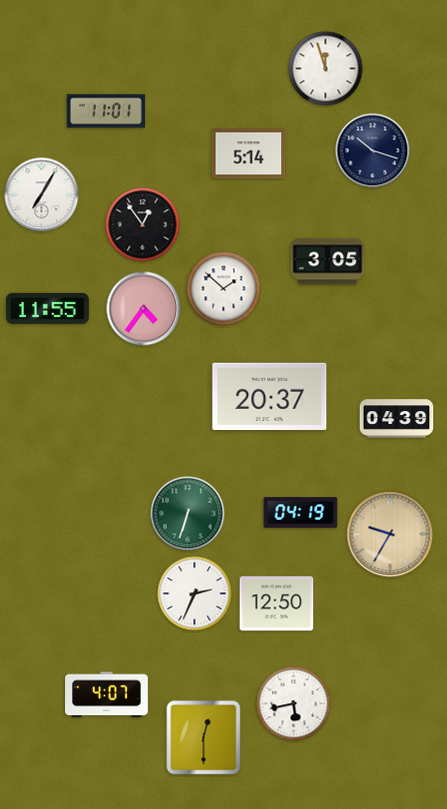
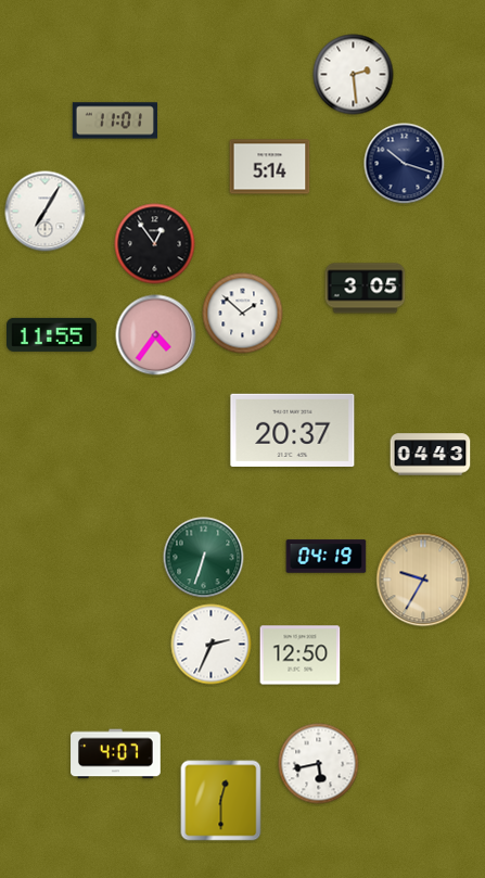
clock at (326, 69): 11:57 -> 2:29
clock at (328, 262) position: (328, 262) -> (366, 289)
clock at (397, 419): 04:39 -> 04:43
